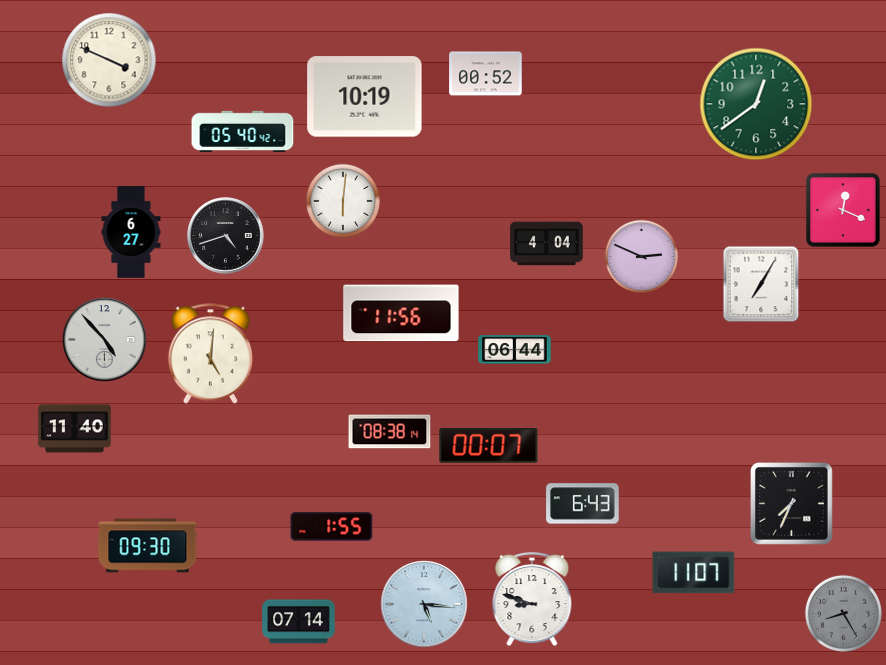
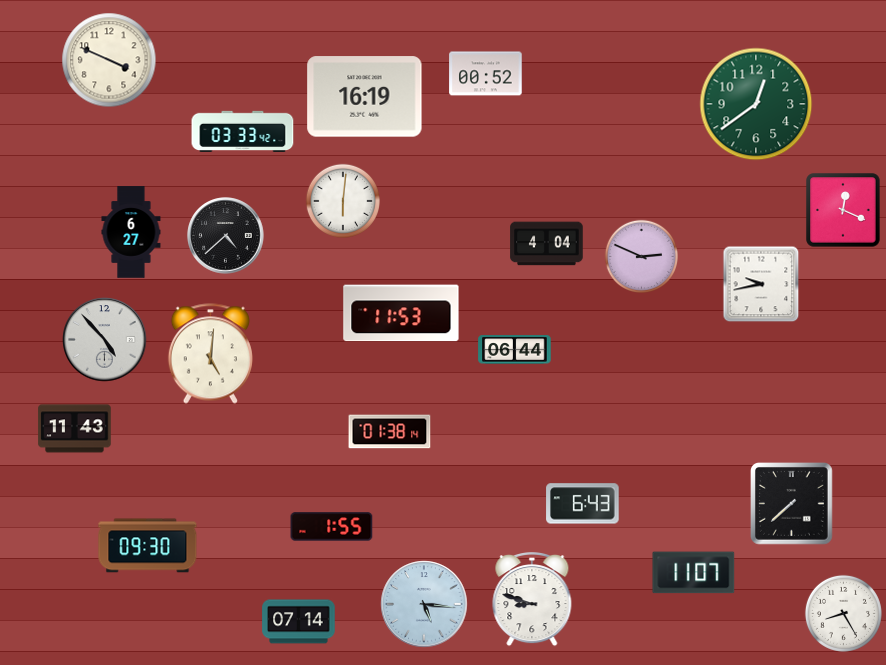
clock at (365, 97): 10:19 -> 16:19
clock at (243, 131): 05:40 -> 03:33
clock at (226, 236): 4:42 -> 4:38
clock at (761, 284): 7:05 -> 9:43
clock at (401, 313): 11:56 -> 11:53
clock at (75, 429): 11:40 -> 11:43
clock at (390, 432): 08:38 -> 01:38
clock at (489, 446): 00:07 -> none
clock at (792, 504): 7:34 -> 7:38
clock at (843, 613) dial: grey -> white
